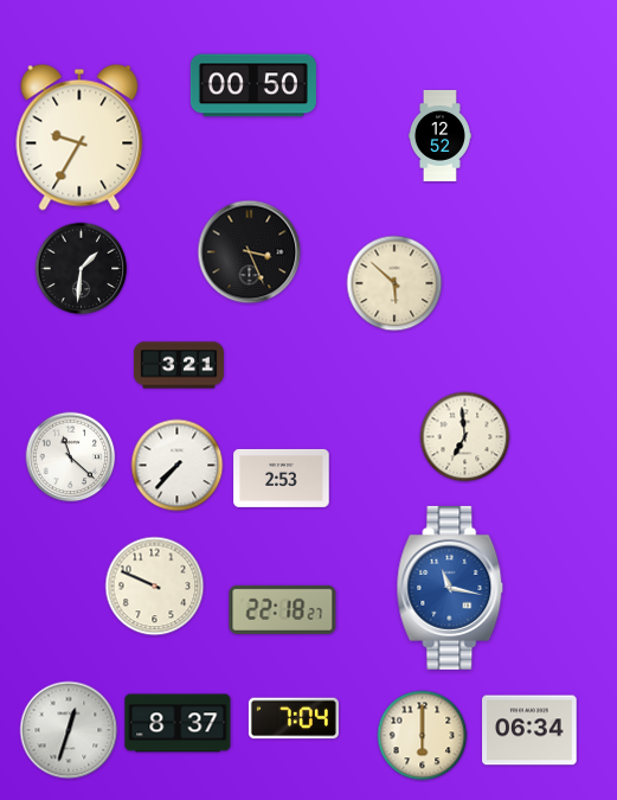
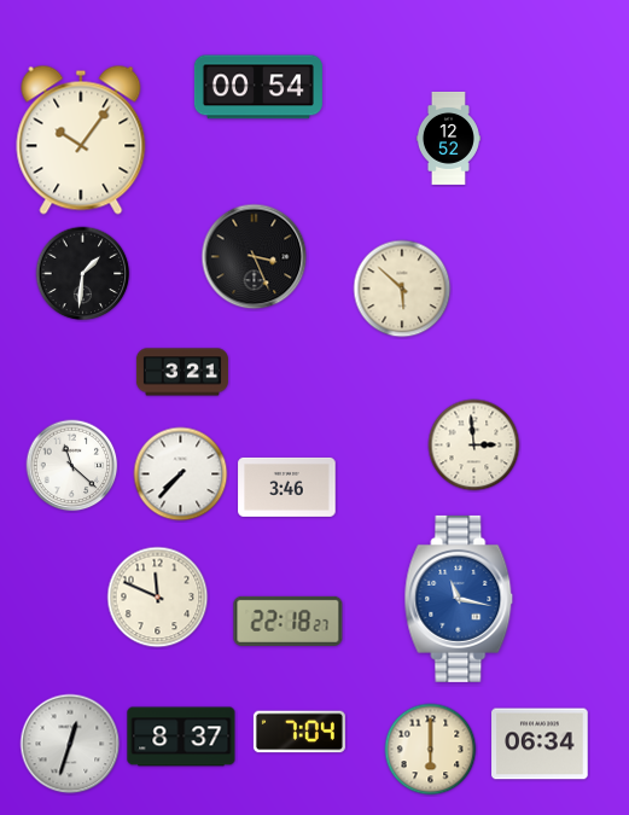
clock at (253, 85): 00:50 -> 00:54
clock at (79, 137): 9:35 -> 10:06
clock at (465, 437): 6:59 -> 2:59
clock at (282, 478): 2:53 -> 3:46
clock at (155, 587): 9:49 -> 11:49
